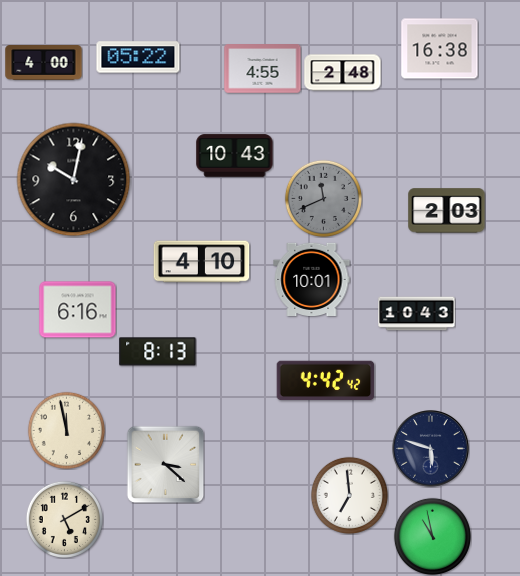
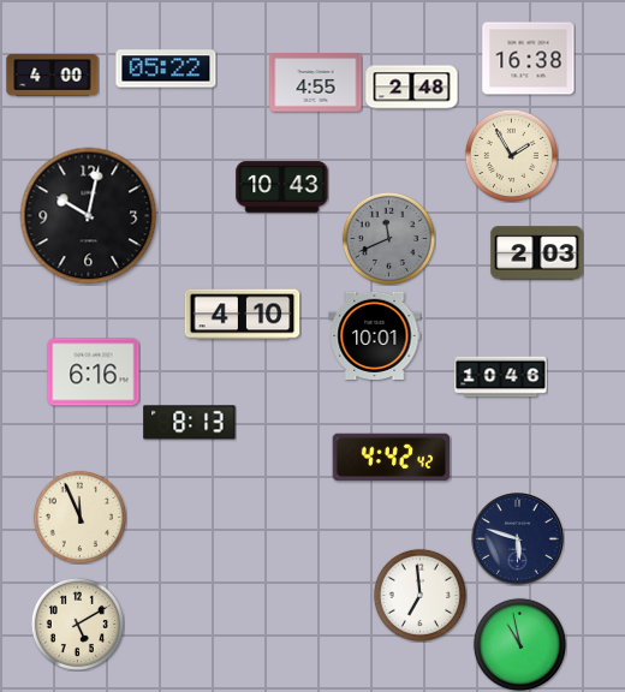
clock at (511, 155): none -> 1:55
clock at (417, 314): 10:43 -> 10:46
clock at (66, 430): 11:58 -> 11:56
clock at (165, 464): 3:22 -> none
